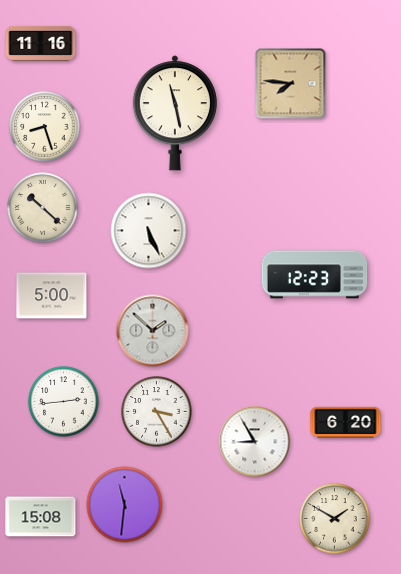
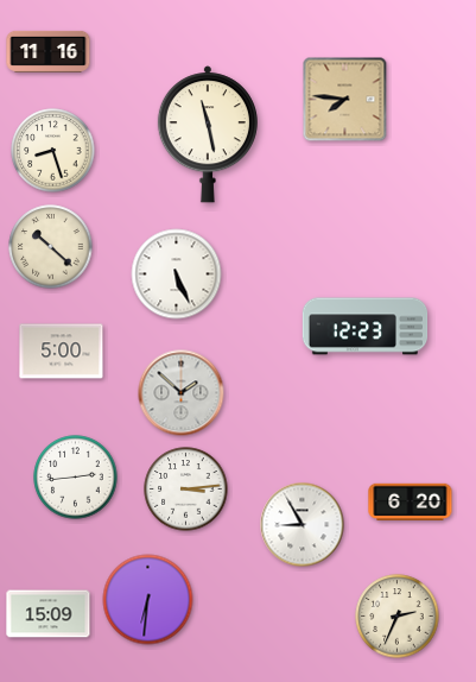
clock at (315, 275) position: (315, 275) -> (366, 327)
clock at (157, 412): 3:25 -> 3:14
clock at (125, 505): 11:31 -> 6:31
clock at (41, 517): 15:08 -> 15:09
clock at (335, 519): 1:50 -> 2:34
